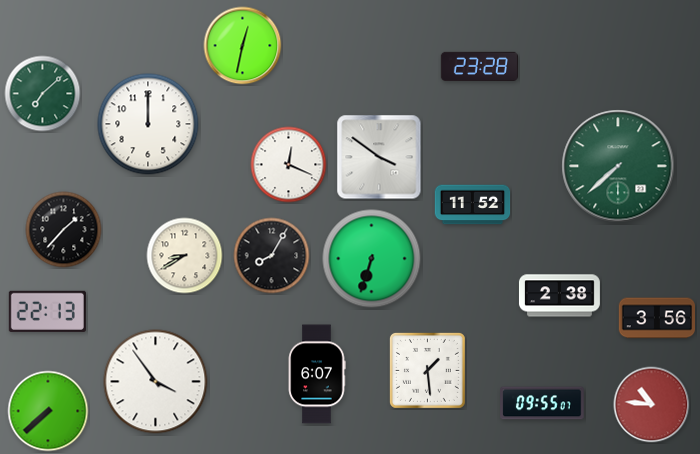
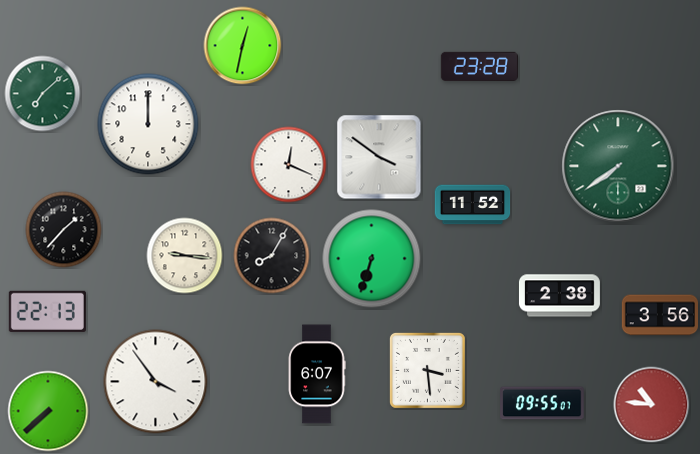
clock at (618, 166): 7:38 -> 7:39
clock at (185, 256): 8:40 -> 9:16
clock at (656, 318) position: (656, 318) -> (659, 315)
clock at (427, 370): 1:29 -> 3:29
